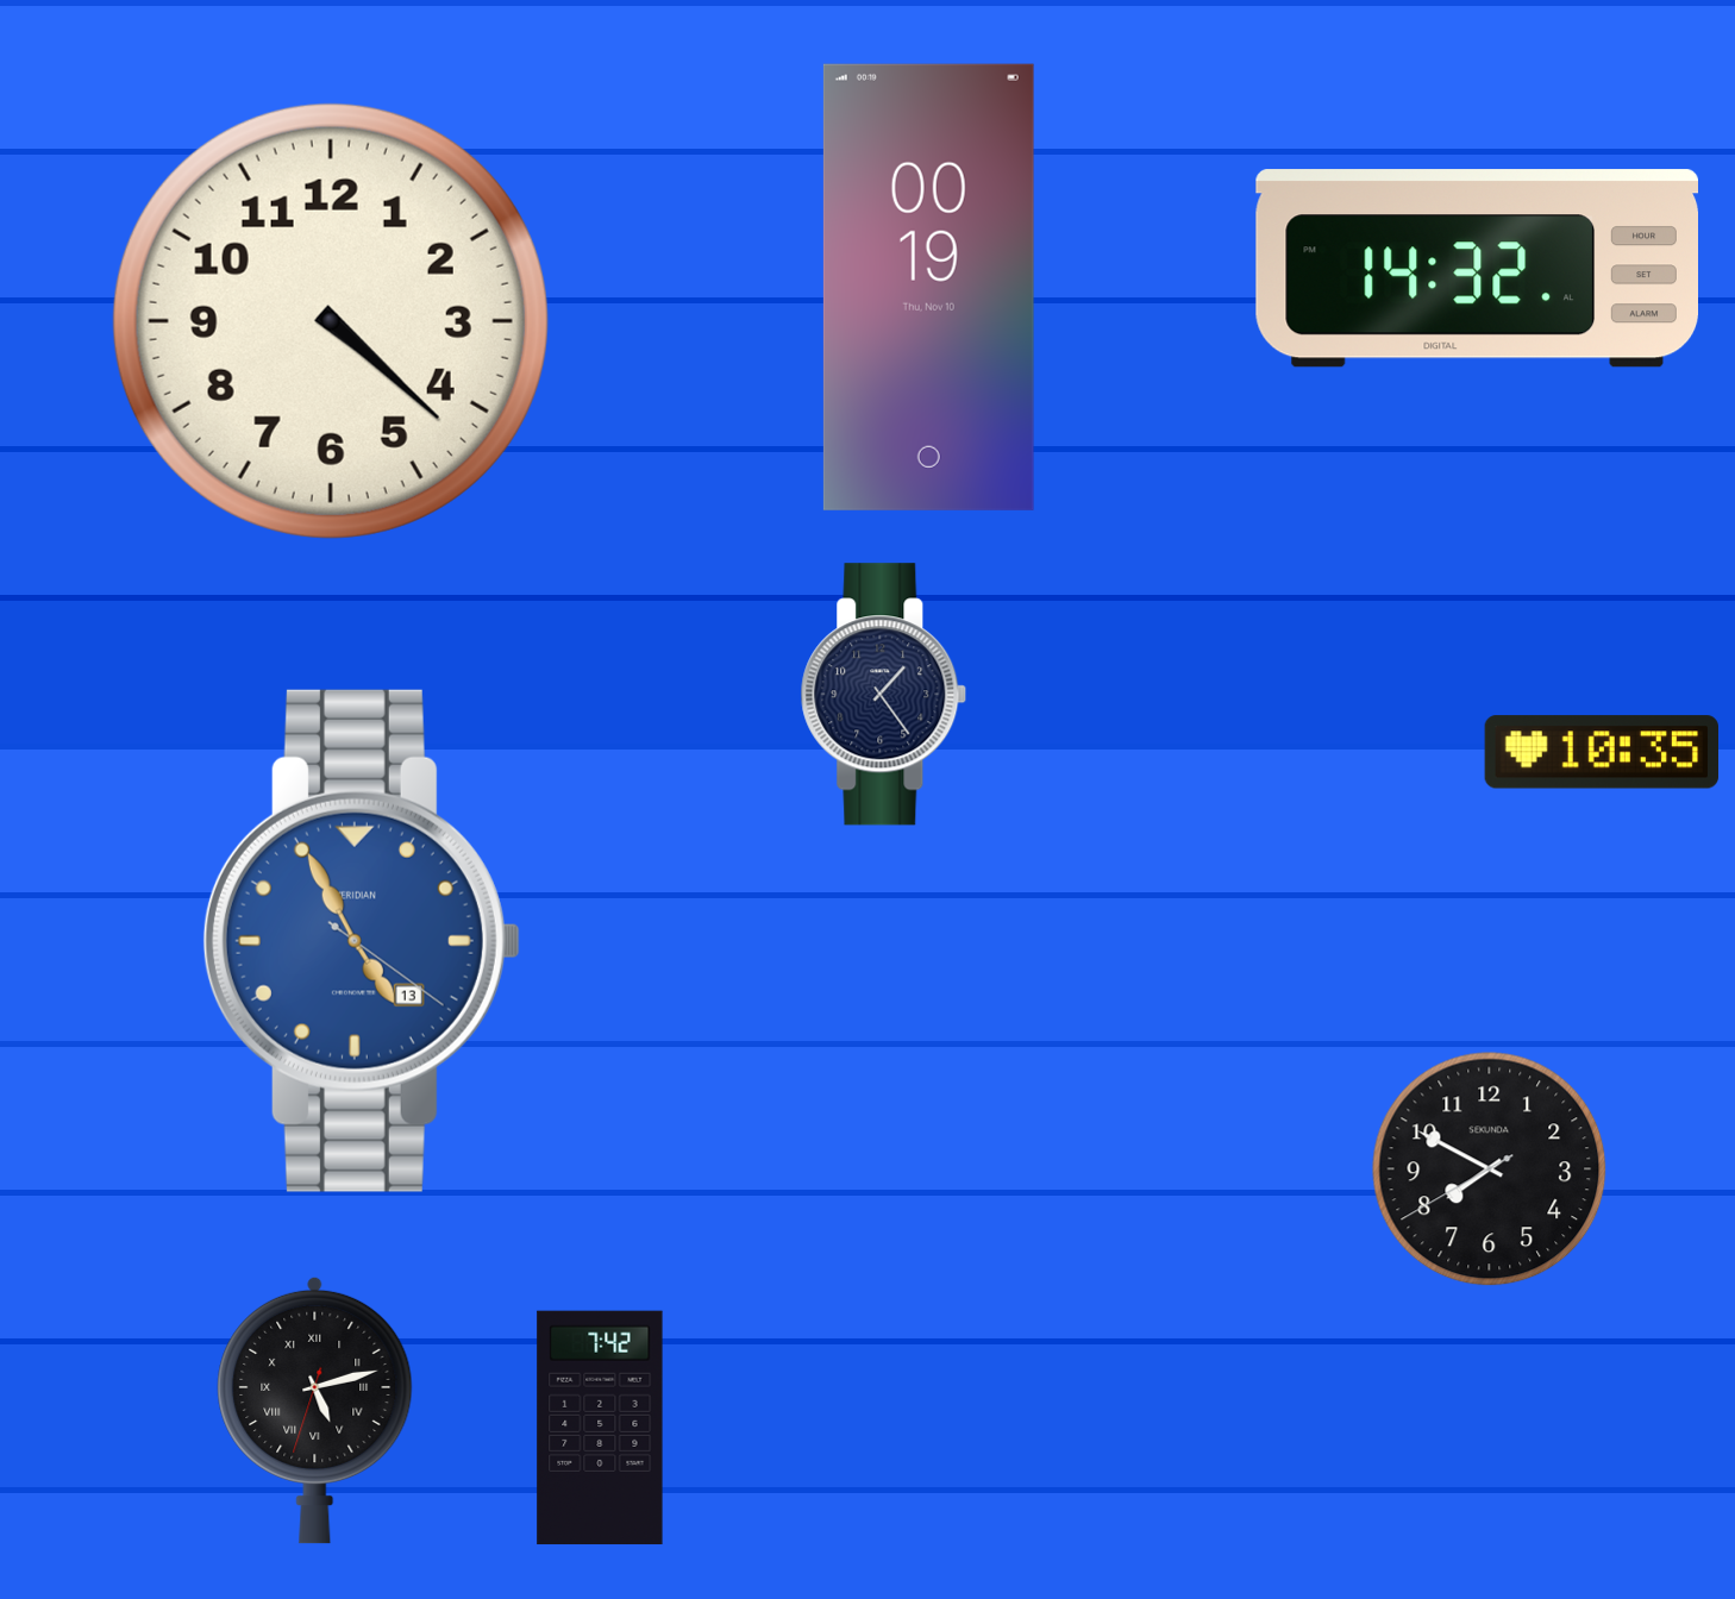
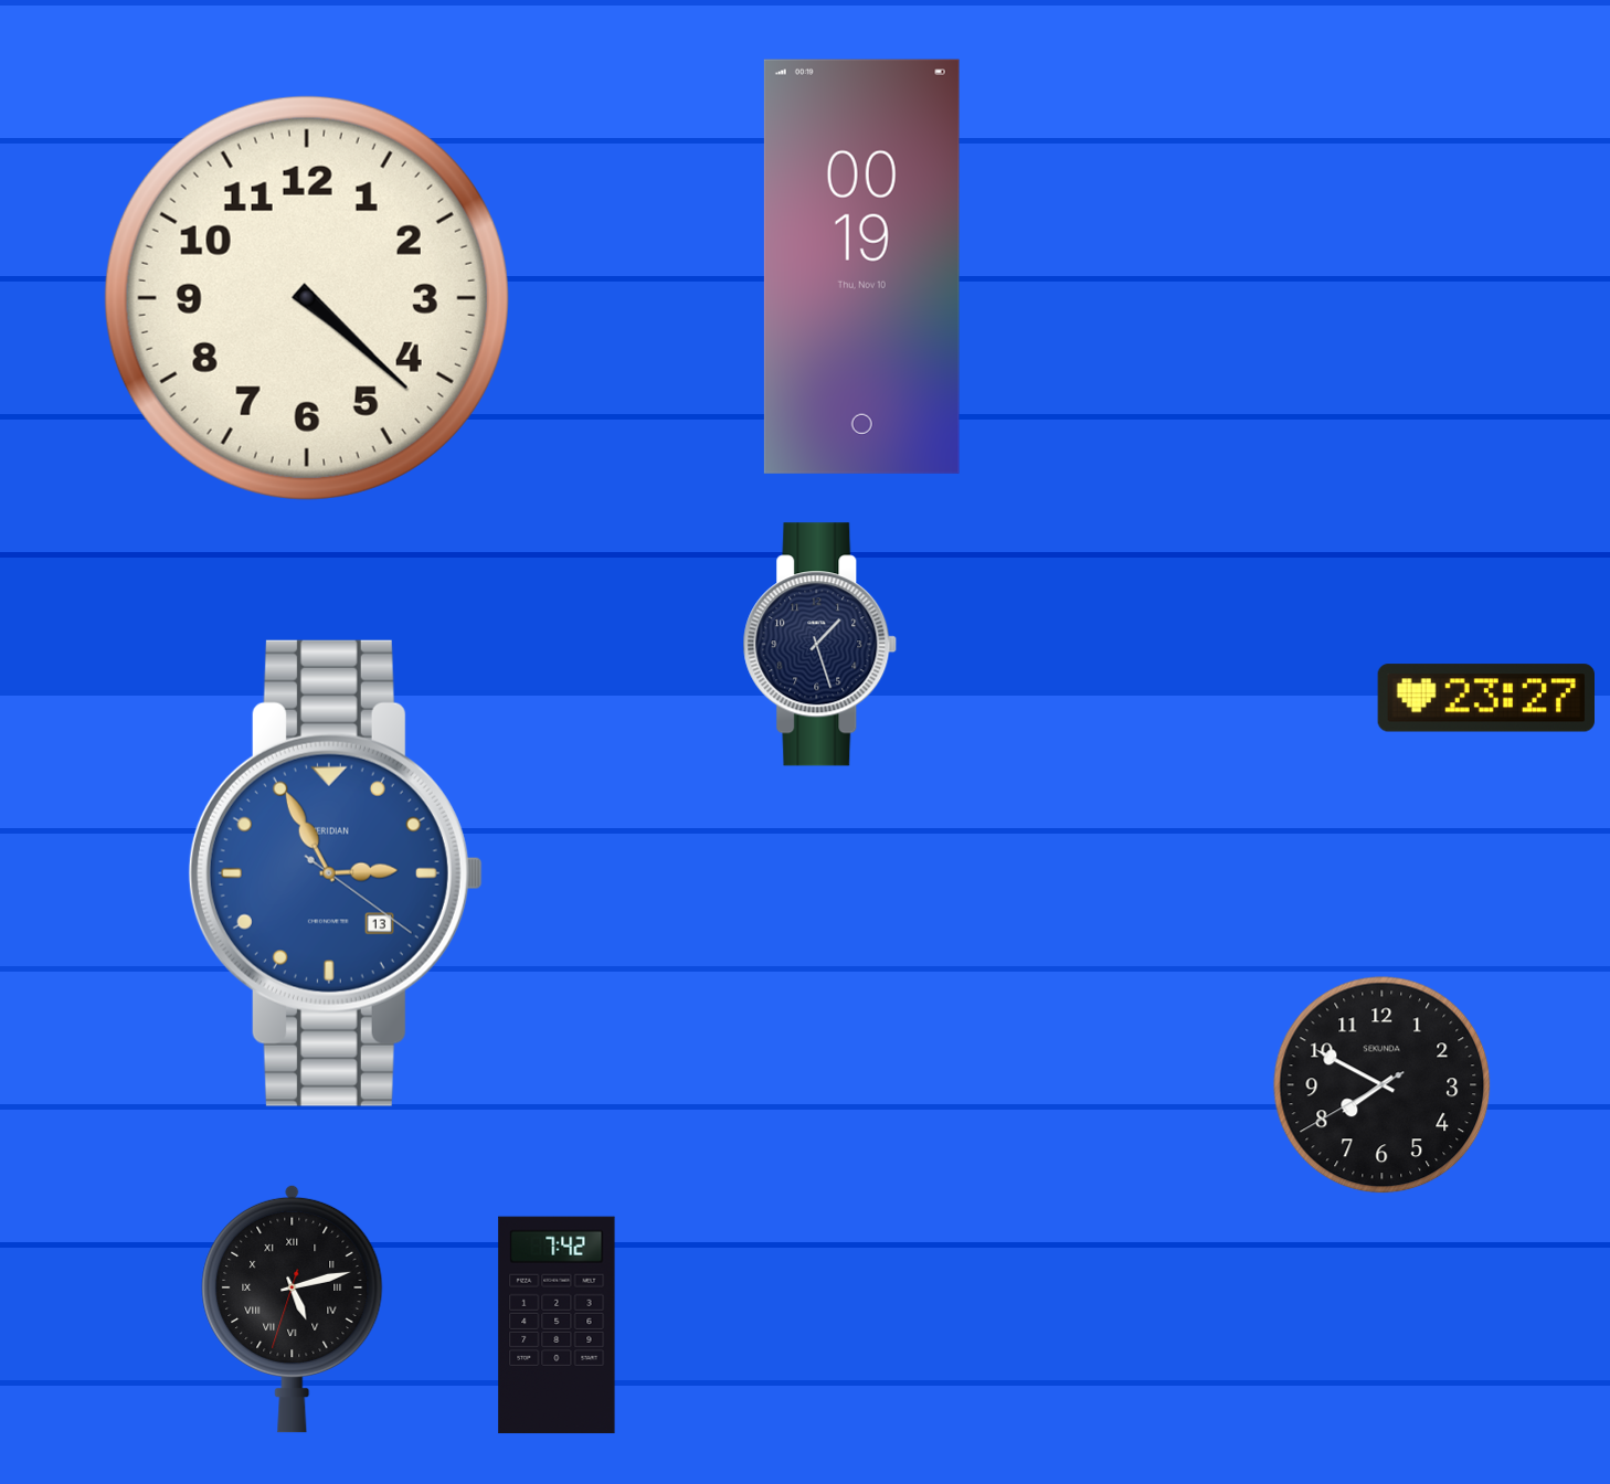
clock at (1477, 269): 14:32 -> none
clock at (884, 695): 1:24 -> 1:27
clock at (1601, 752): 10:35 -> 23:27
clock at (362, 941): 4:55 -> 2:55
